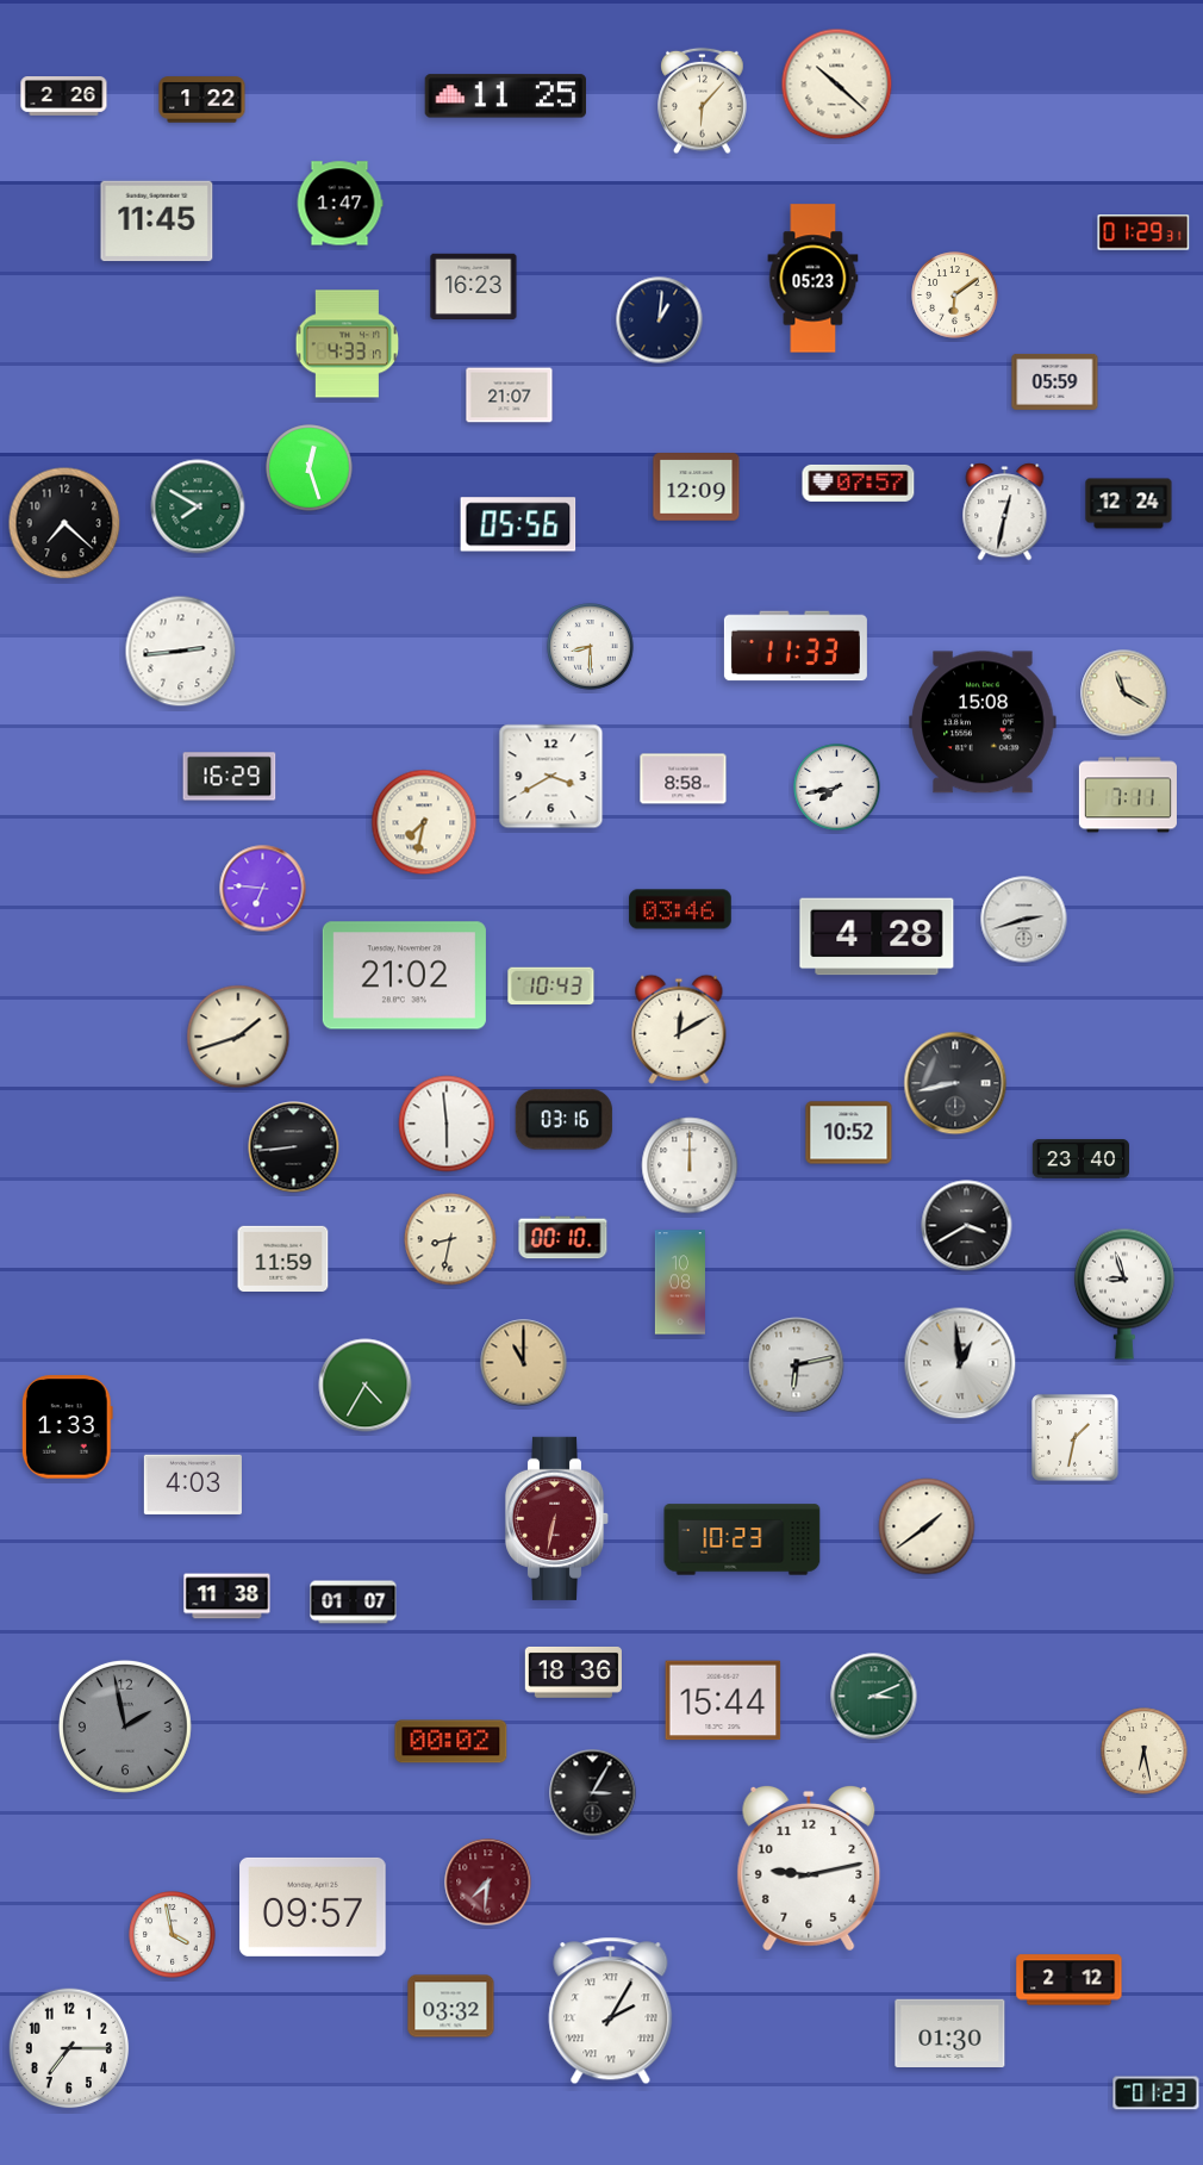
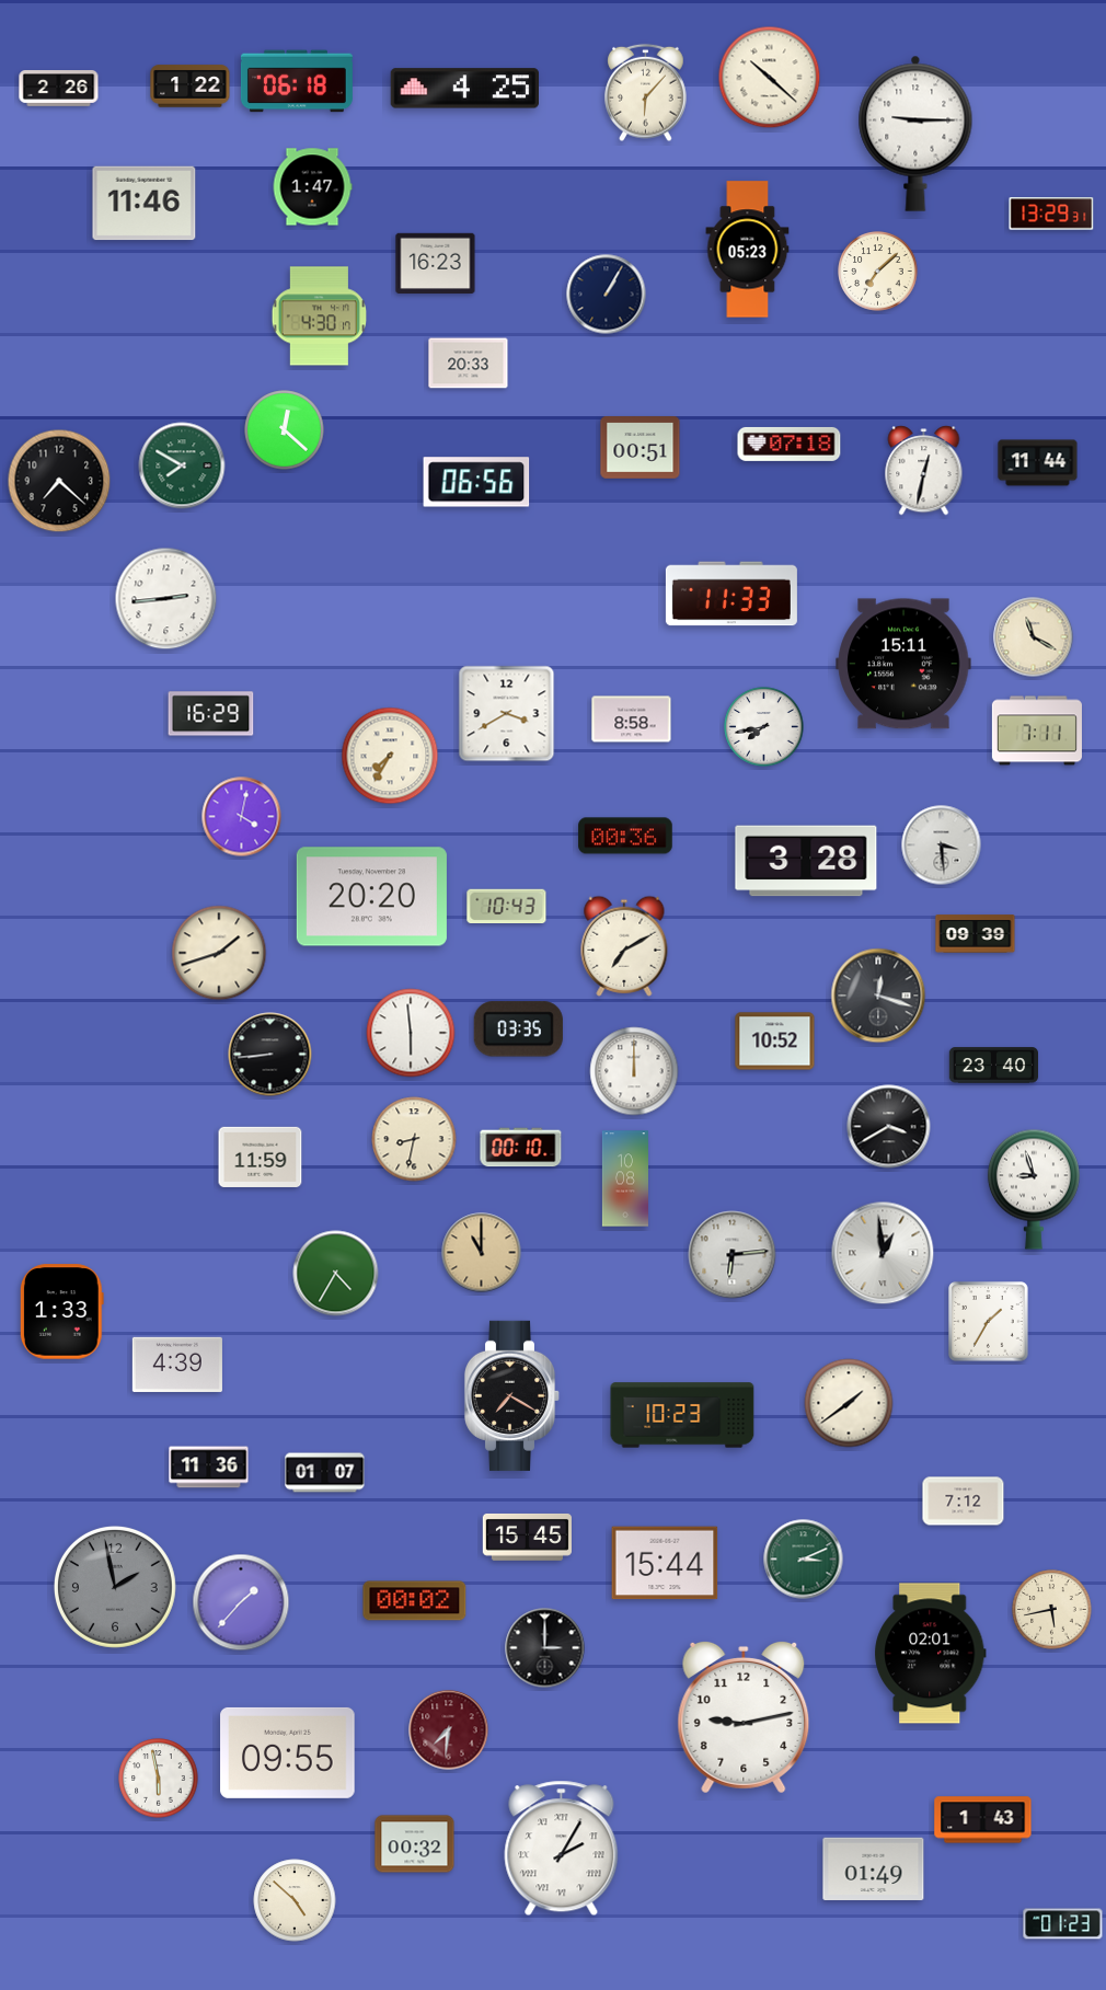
clock at (297, 81): none -> 06:18
clock at (505, 97): 11:25 -> 4:25
clock at (202, 100) position: (202, 100) -> (191, 87)
clock at (915, 134): none -> 9:15
clock at (157, 222): 11:45 -> 11:46
clock at (1143, 232): 01:29 -> 13:29
clock at (814, 279) position: (814, 279) -> (748, 250)
clock at (955, 295): 6:09 -> 7:08
clock at (660, 321): 1:01 -> 1:05
clock at (348, 344): 4:33 -> 4:30
clock at (1055, 381): 05:59 -> none
clock at (510, 396): 21:07 -> 20:33
clock at (310, 468): 12:27 -> 12:22
clock at (859, 483): 07:57 -> 07:18
clock at (697, 487): 12:09 -> 00:51
clock at (1129, 504): 12:24 -> 11:44
clock at (518, 524): 05:56 -> 06:56
clock at (591, 647): 8:30 -> none
clock at (983, 722): 15:08 -> 15:11
clock at (684, 779) position: (684, 779) -> (632, 720)
clock at (837, 788) position: (837, 788) -> (764, 727)
clock at (424, 822): 7:32 -> 7:35
clock at (263, 889): 6:46 -> 4:02
clock at (680, 909): 03:46 -> 00:36
clock at (1024, 920): 2:42 -> 3:29
clock at (877, 937): 4:28 -> 3:28
clock at (404, 976): 21:02 -> 20:20
clock at (976, 934): none -> 09:39
clock at (679, 1029): 12:10 -> 7:10
clock at (955, 1083): 8:43 -> 12:18
clock at (563, 1120): 03:16 -> 03:35
clock at (849, 1133) position: (849, 1133) -> (775, 1042)
clock at (563, 1238) position: (563, 1238) -> (521, 1148)
clock at (797, 1365): 6:13 -> 6:14
clock at (1076, 1438): 1:32 -> 1:35
clock at (193, 1485): 4:03 -> 4:39
clock at (557, 1518): 6:32 -> 7:20
clock at (557, 1518) dial: burgundy -> black
clock at (927, 1526) position: (927, 1526) -> (849, 1403)
clock at (227, 1597): 11:38 -> 11:36
clock at (964, 1502): none -> 7:12
clock at (573, 1672): 18:36 -> 15:45
clock at (241, 1602): none -> 1:37
clock at (1145, 1752): 6:28 -> 5:43
clock at (593, 1793): 3:05 -> 3:00
clock at (931, 1654): none -> 02:01
clock at (313, 1906): 09:57 -> 09:55
clock at (173, 1935): 3:58 -> 5:58
clock at (1070, 1980): 2:12 -> 1:43
clock at (451, 2007): 03:32 -> 00:32
clock at (950, 2034): 01:30 -> 01:49
clock at (69, 2048): 7:15 -> none
clock at (295, 1900): none -> 4:52
